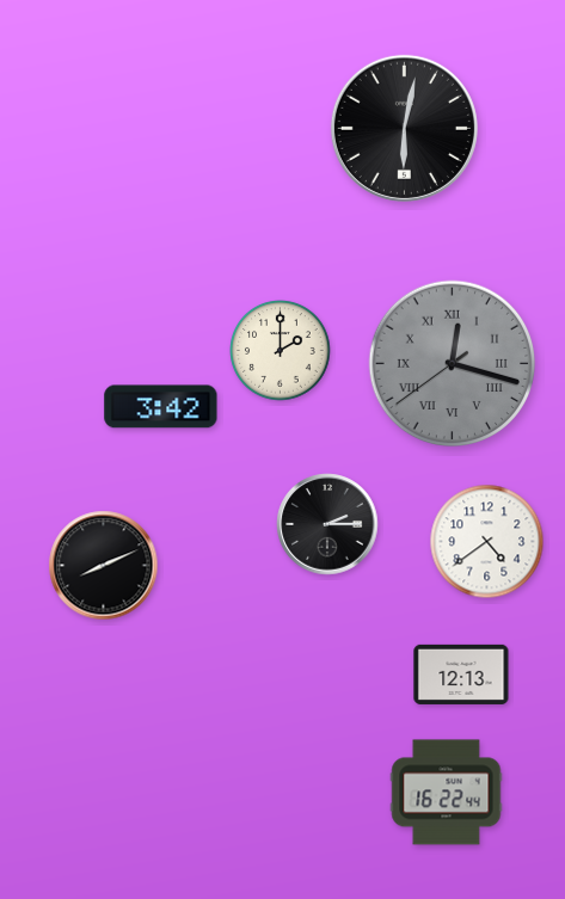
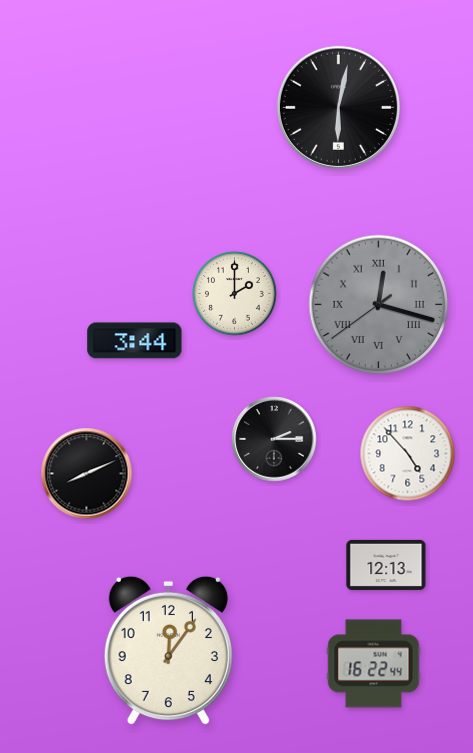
clock at (161, 407): 3:42 -> 3:44
clock at (487, 542): 4:39 -> 4:53
clock at (168, 651): none -> 12:06
